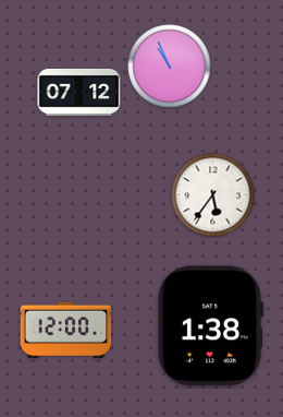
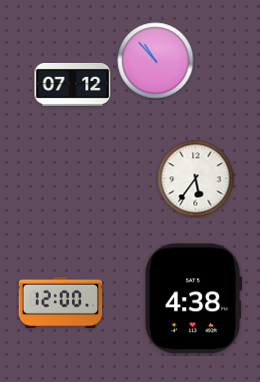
clock at (170, 67): 10:56 -> 10:53
clock at (210, 326): 1:38 -> 4:38
